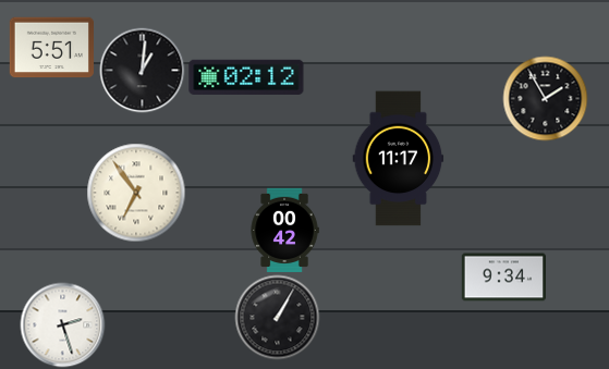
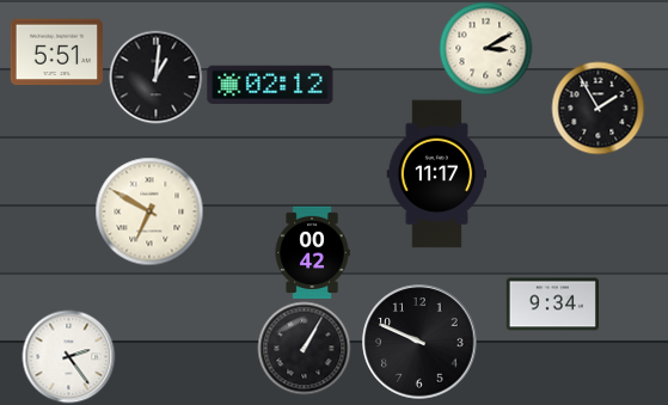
clock at (485, 48): none -> 3:10
clock at (136, 193): 6:54 -> 6:50
clock at (419, 342): none -> 9:49
clock at (62, 324): 2:27 -> 2:24
